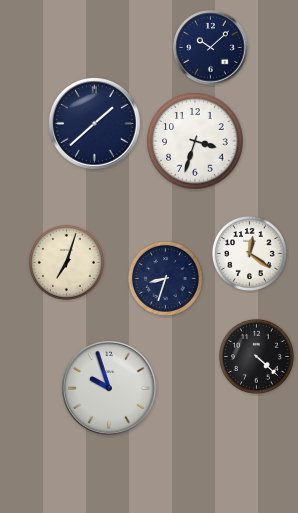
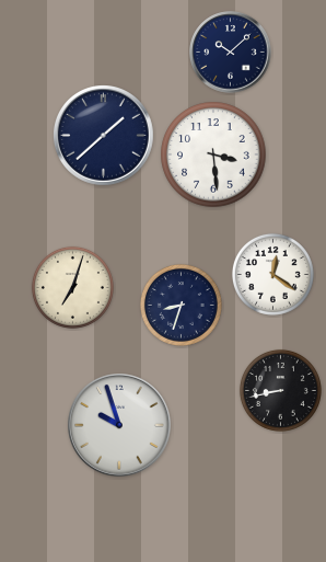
clock at (195, 141): 3:33 -> 3:29
clock at (249, 253) position: (249, 253) -> (272, 274)
clock at (256, 356): 4:22 -> 8:43
